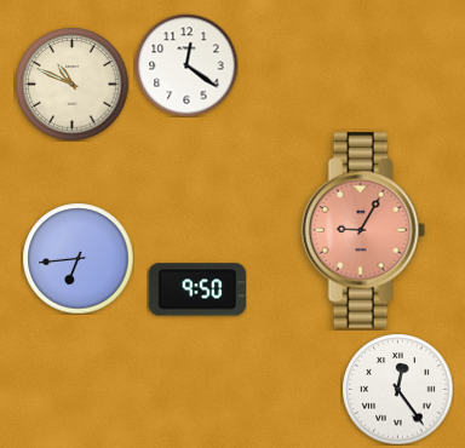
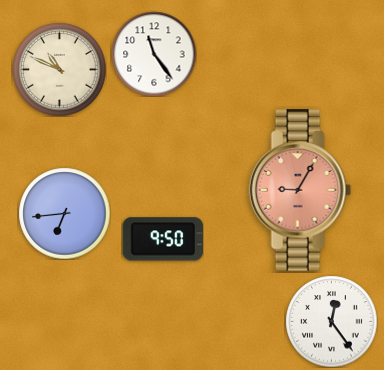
clock at (186, 65): 12:21 -> 11:24
clock at (397, 389) position: (397, 389) -> (331, 321)
